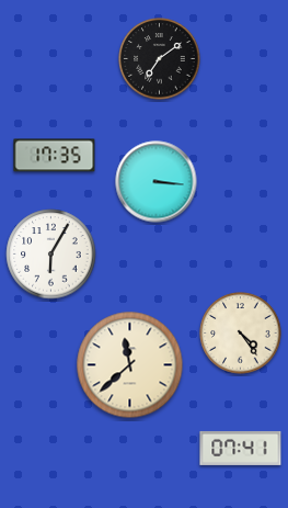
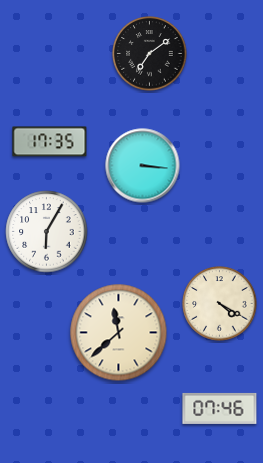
clock at (160, 59) position: (160, 59) -> (150, 54)
clock at (241, 334): 4:24 -> 4:20
clock at (241, 448): 07:41 -> 07:46
